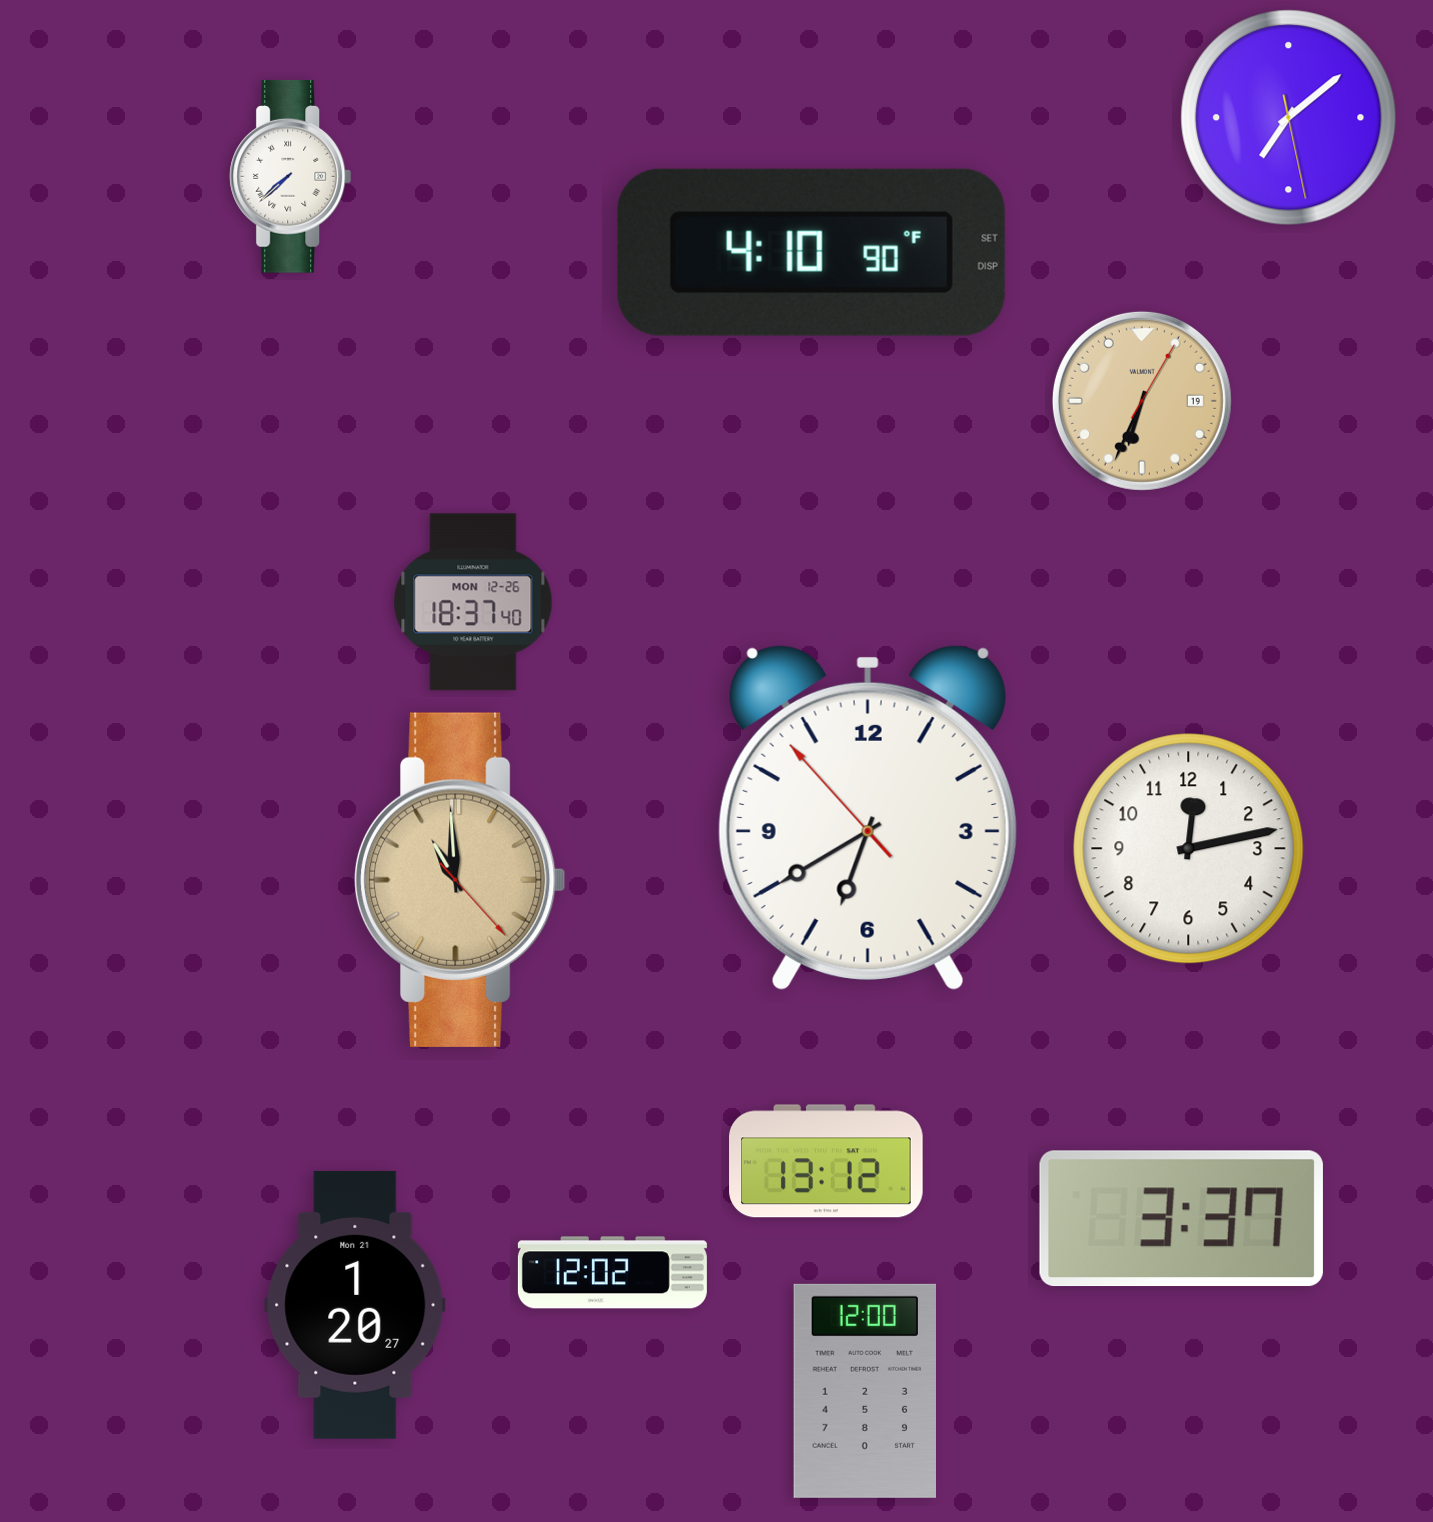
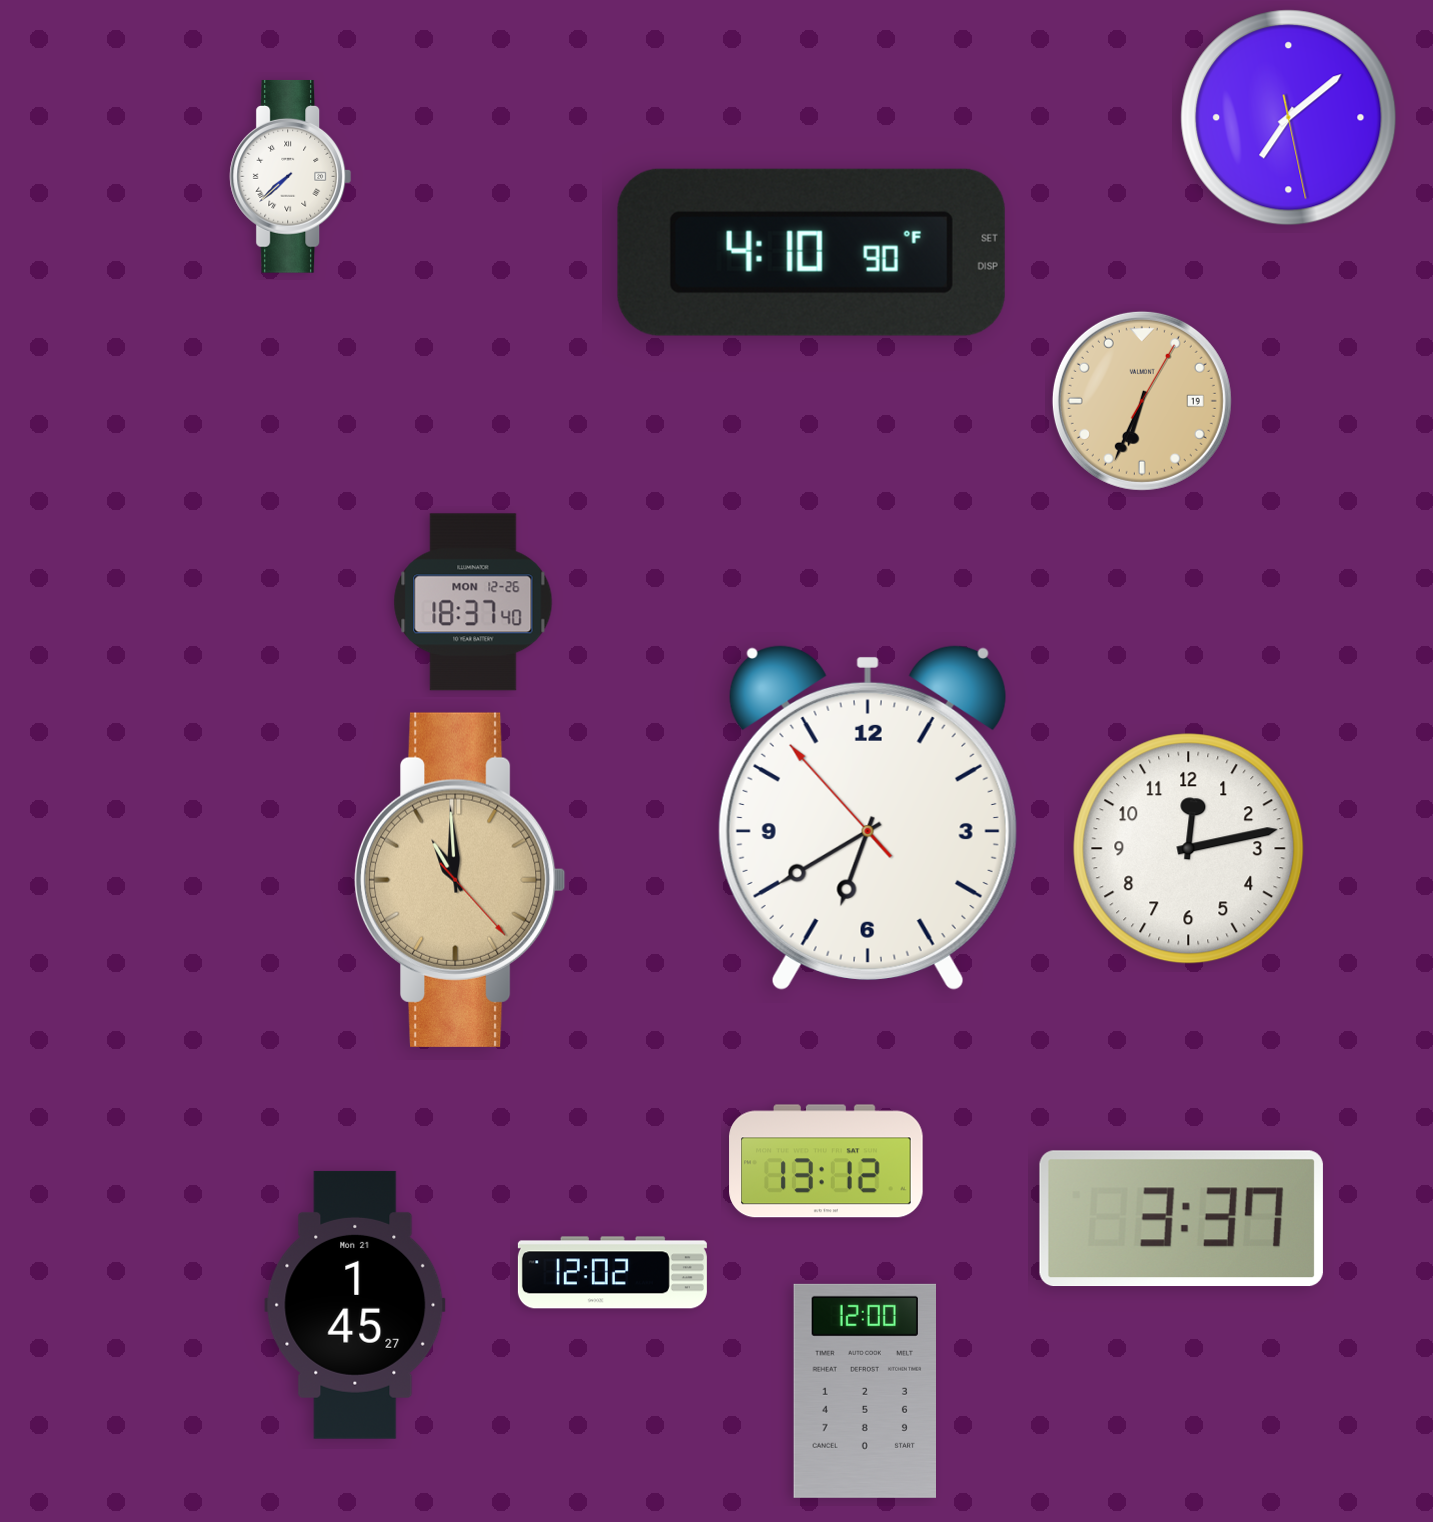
clock at (355, 1305): 1:20 -> 1:45
